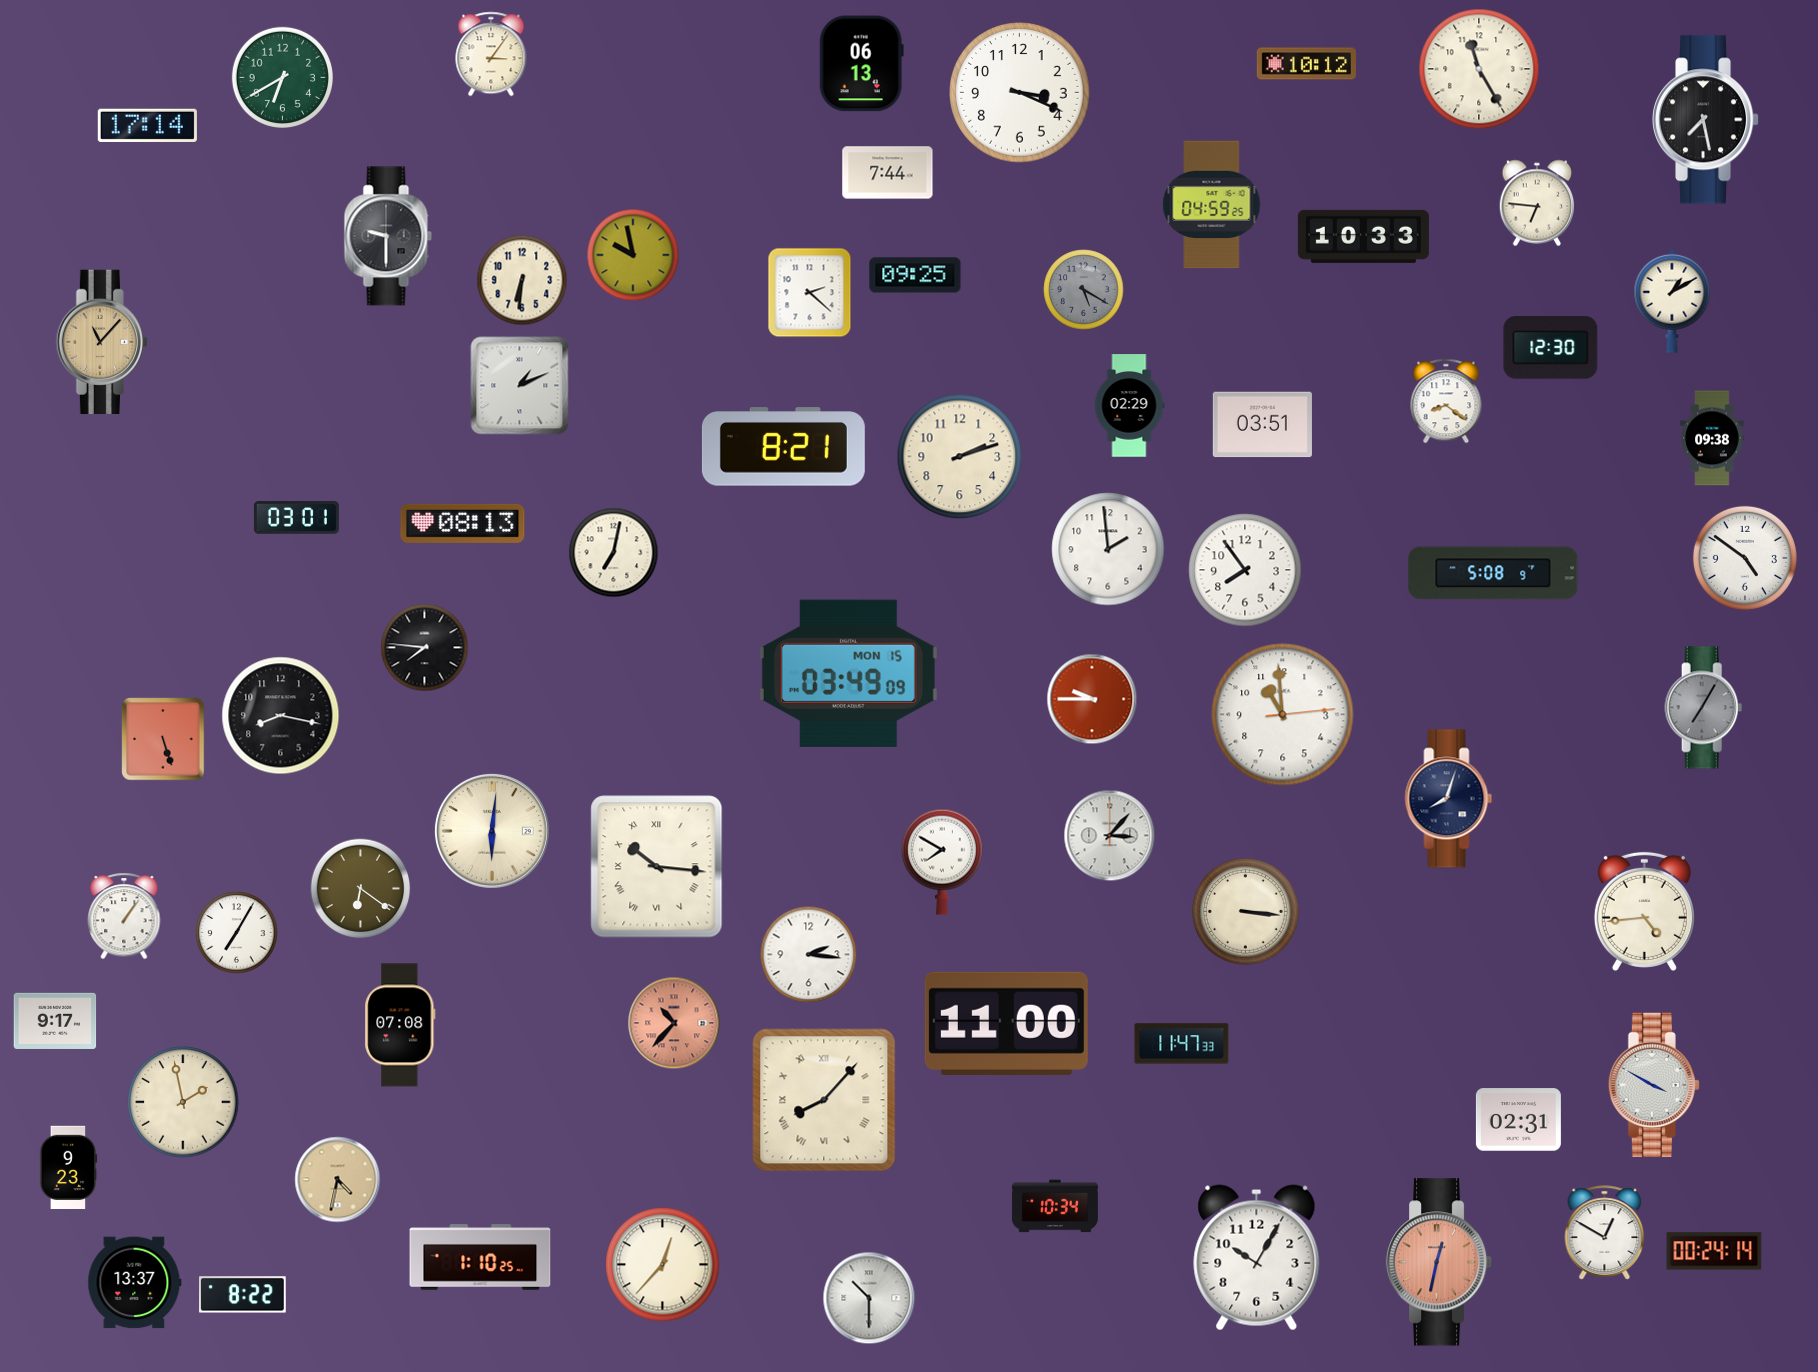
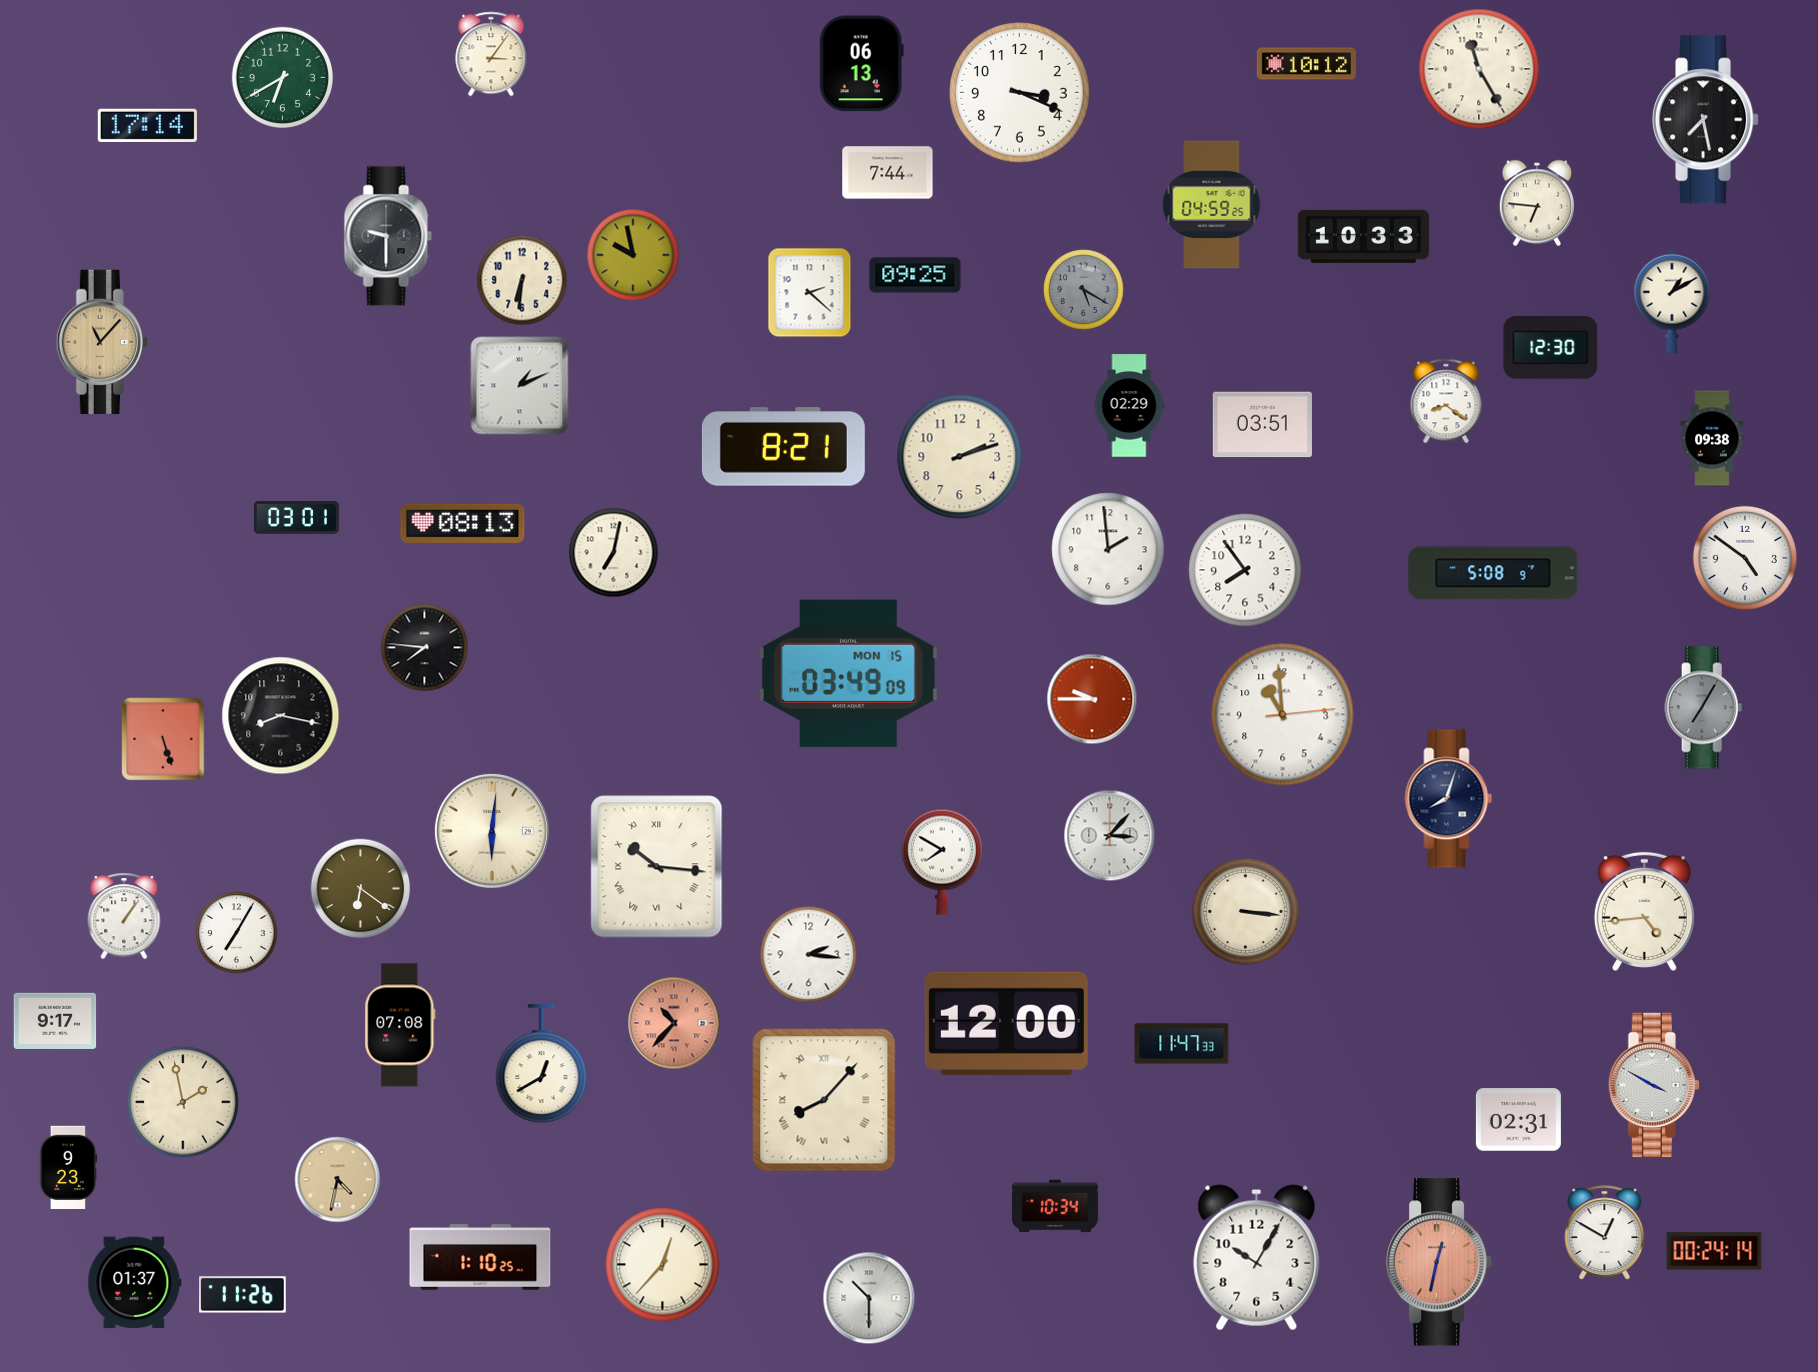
clock at (1006, 1023): 11:00 -> 12:00
clock at (542, 1064): none -> 12:40
clock at (135, 1283): 13:37 -> 01:37
clock at (243, 1295): 8:22 -> 11:26
